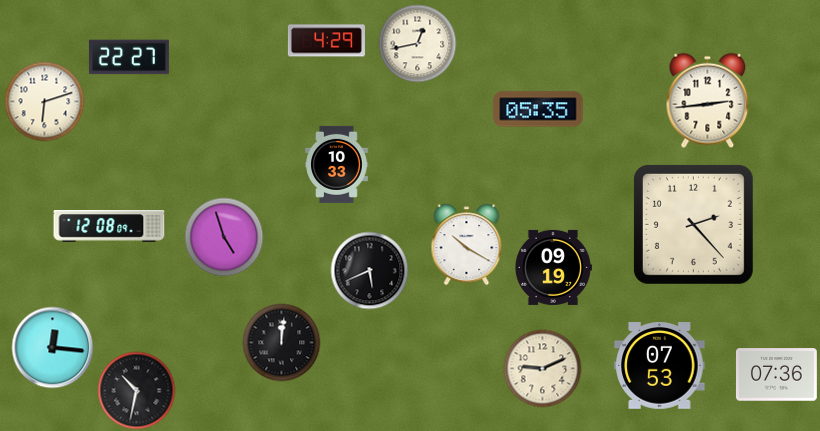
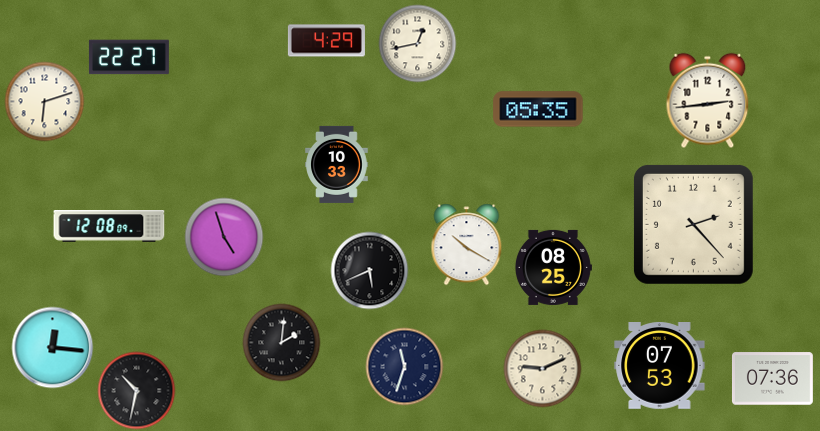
clock at (553, 267): 09:19 -> 08:25
clock at (281, 342): 12:01 -> 2:01
clock at (404, 366): none -> 11:33
clock at (776, 375) position: (776, 375) -> (772, 379)
